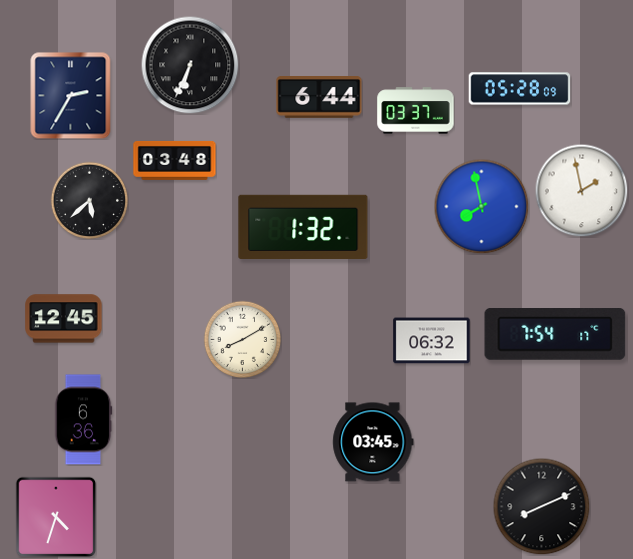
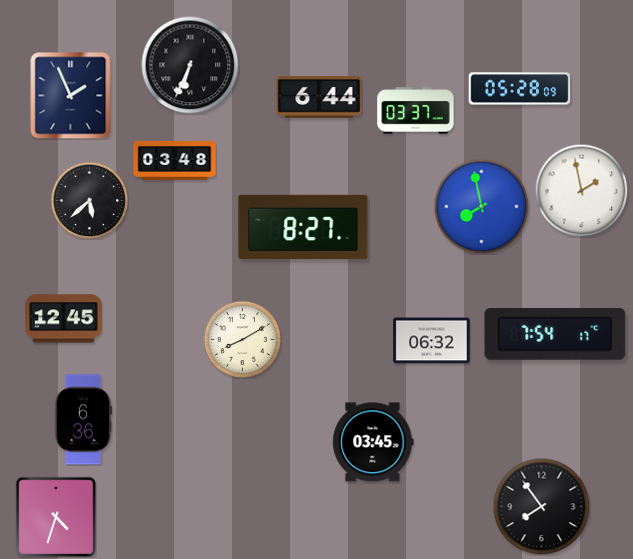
clock at (71, 95): 2:35 -> 1:56
clock at (303, 226): 1:32 -> 8:27
clock at (541, 506): 8:11 -> 7:54
